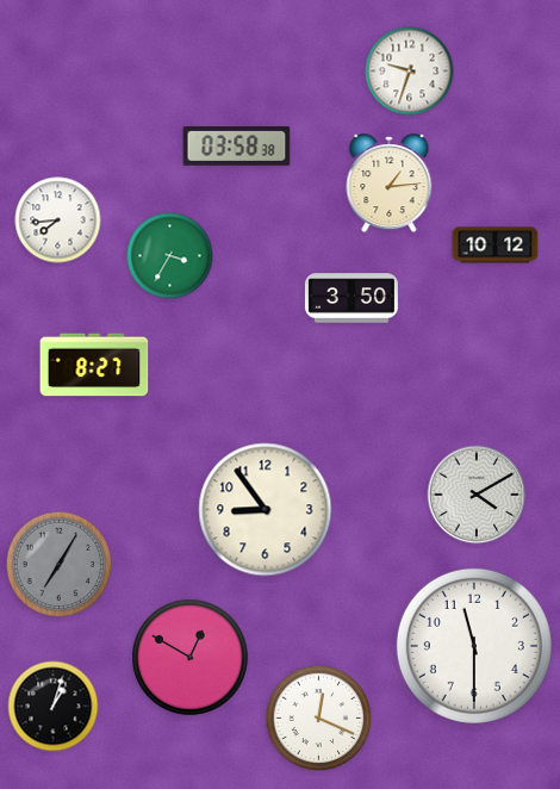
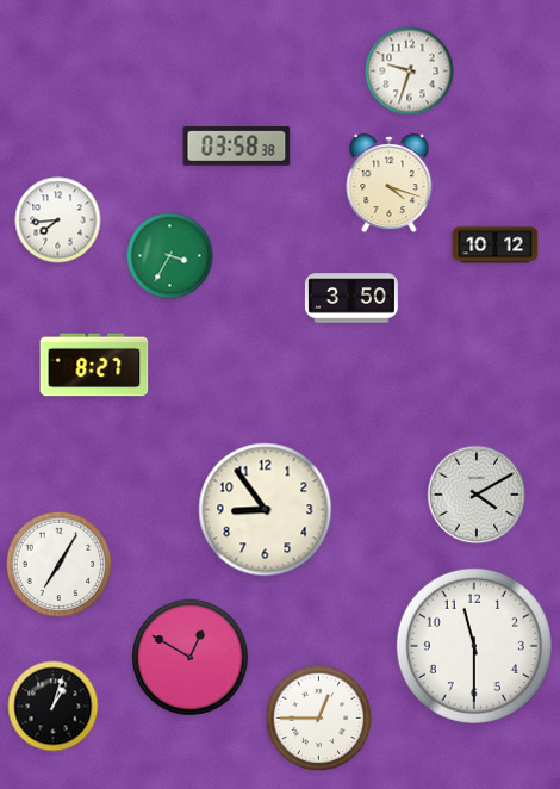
clock at (390, 184): 1:14 -> 4:18
clock at (60, 565) dial: grey -> white
clock at (319, 719): 12:19 -> 12:45
